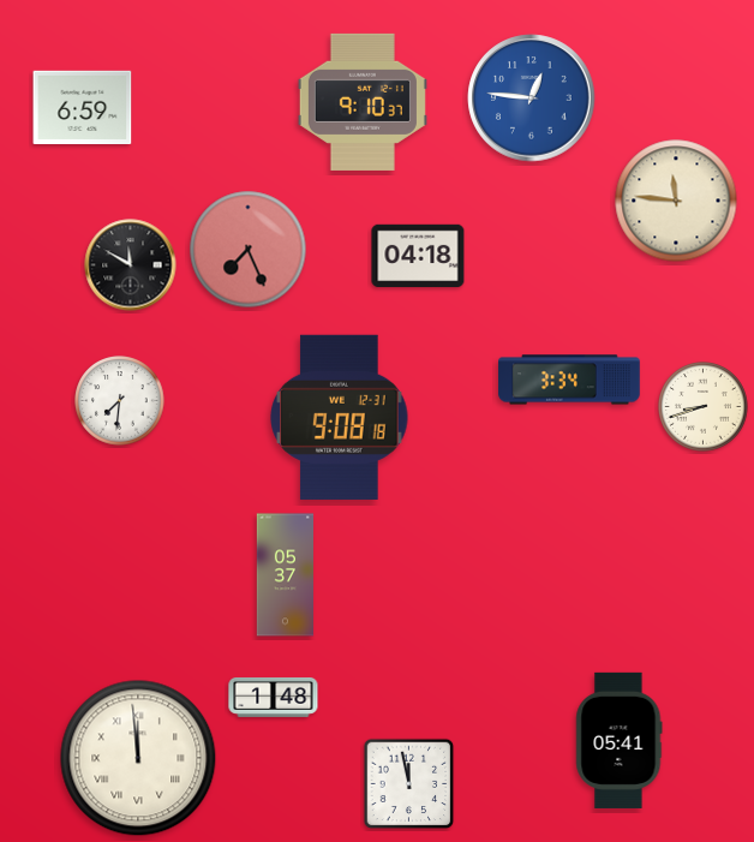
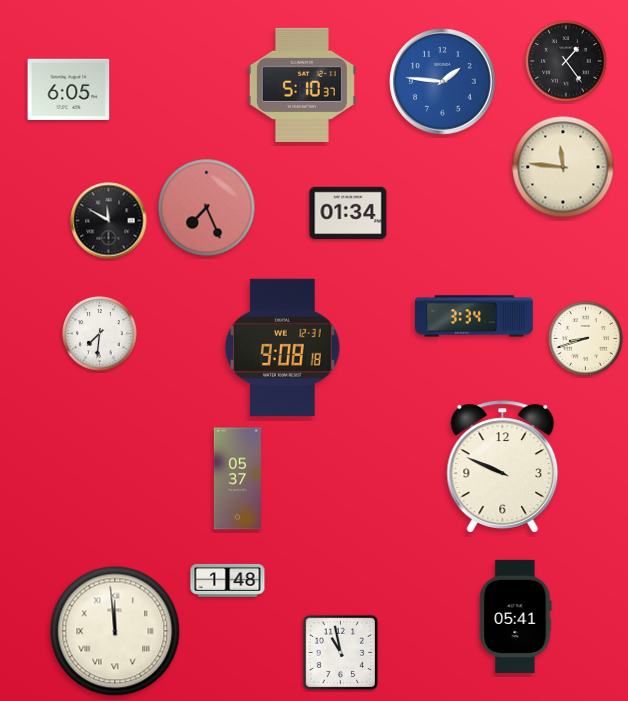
clock at (566, 61): none -> 1:24
clock at (532, 98): 12:46 -> 1:46
clock at (363, 102): 9:10 -> 5:10
clock at (83, 108): 6:59 -> 6:05
clock at (418, 256): 04:18 -> 01:34
clock at (503, 467): none -> 9:49
clock at (409, 784): 11:58 -> 10:58
